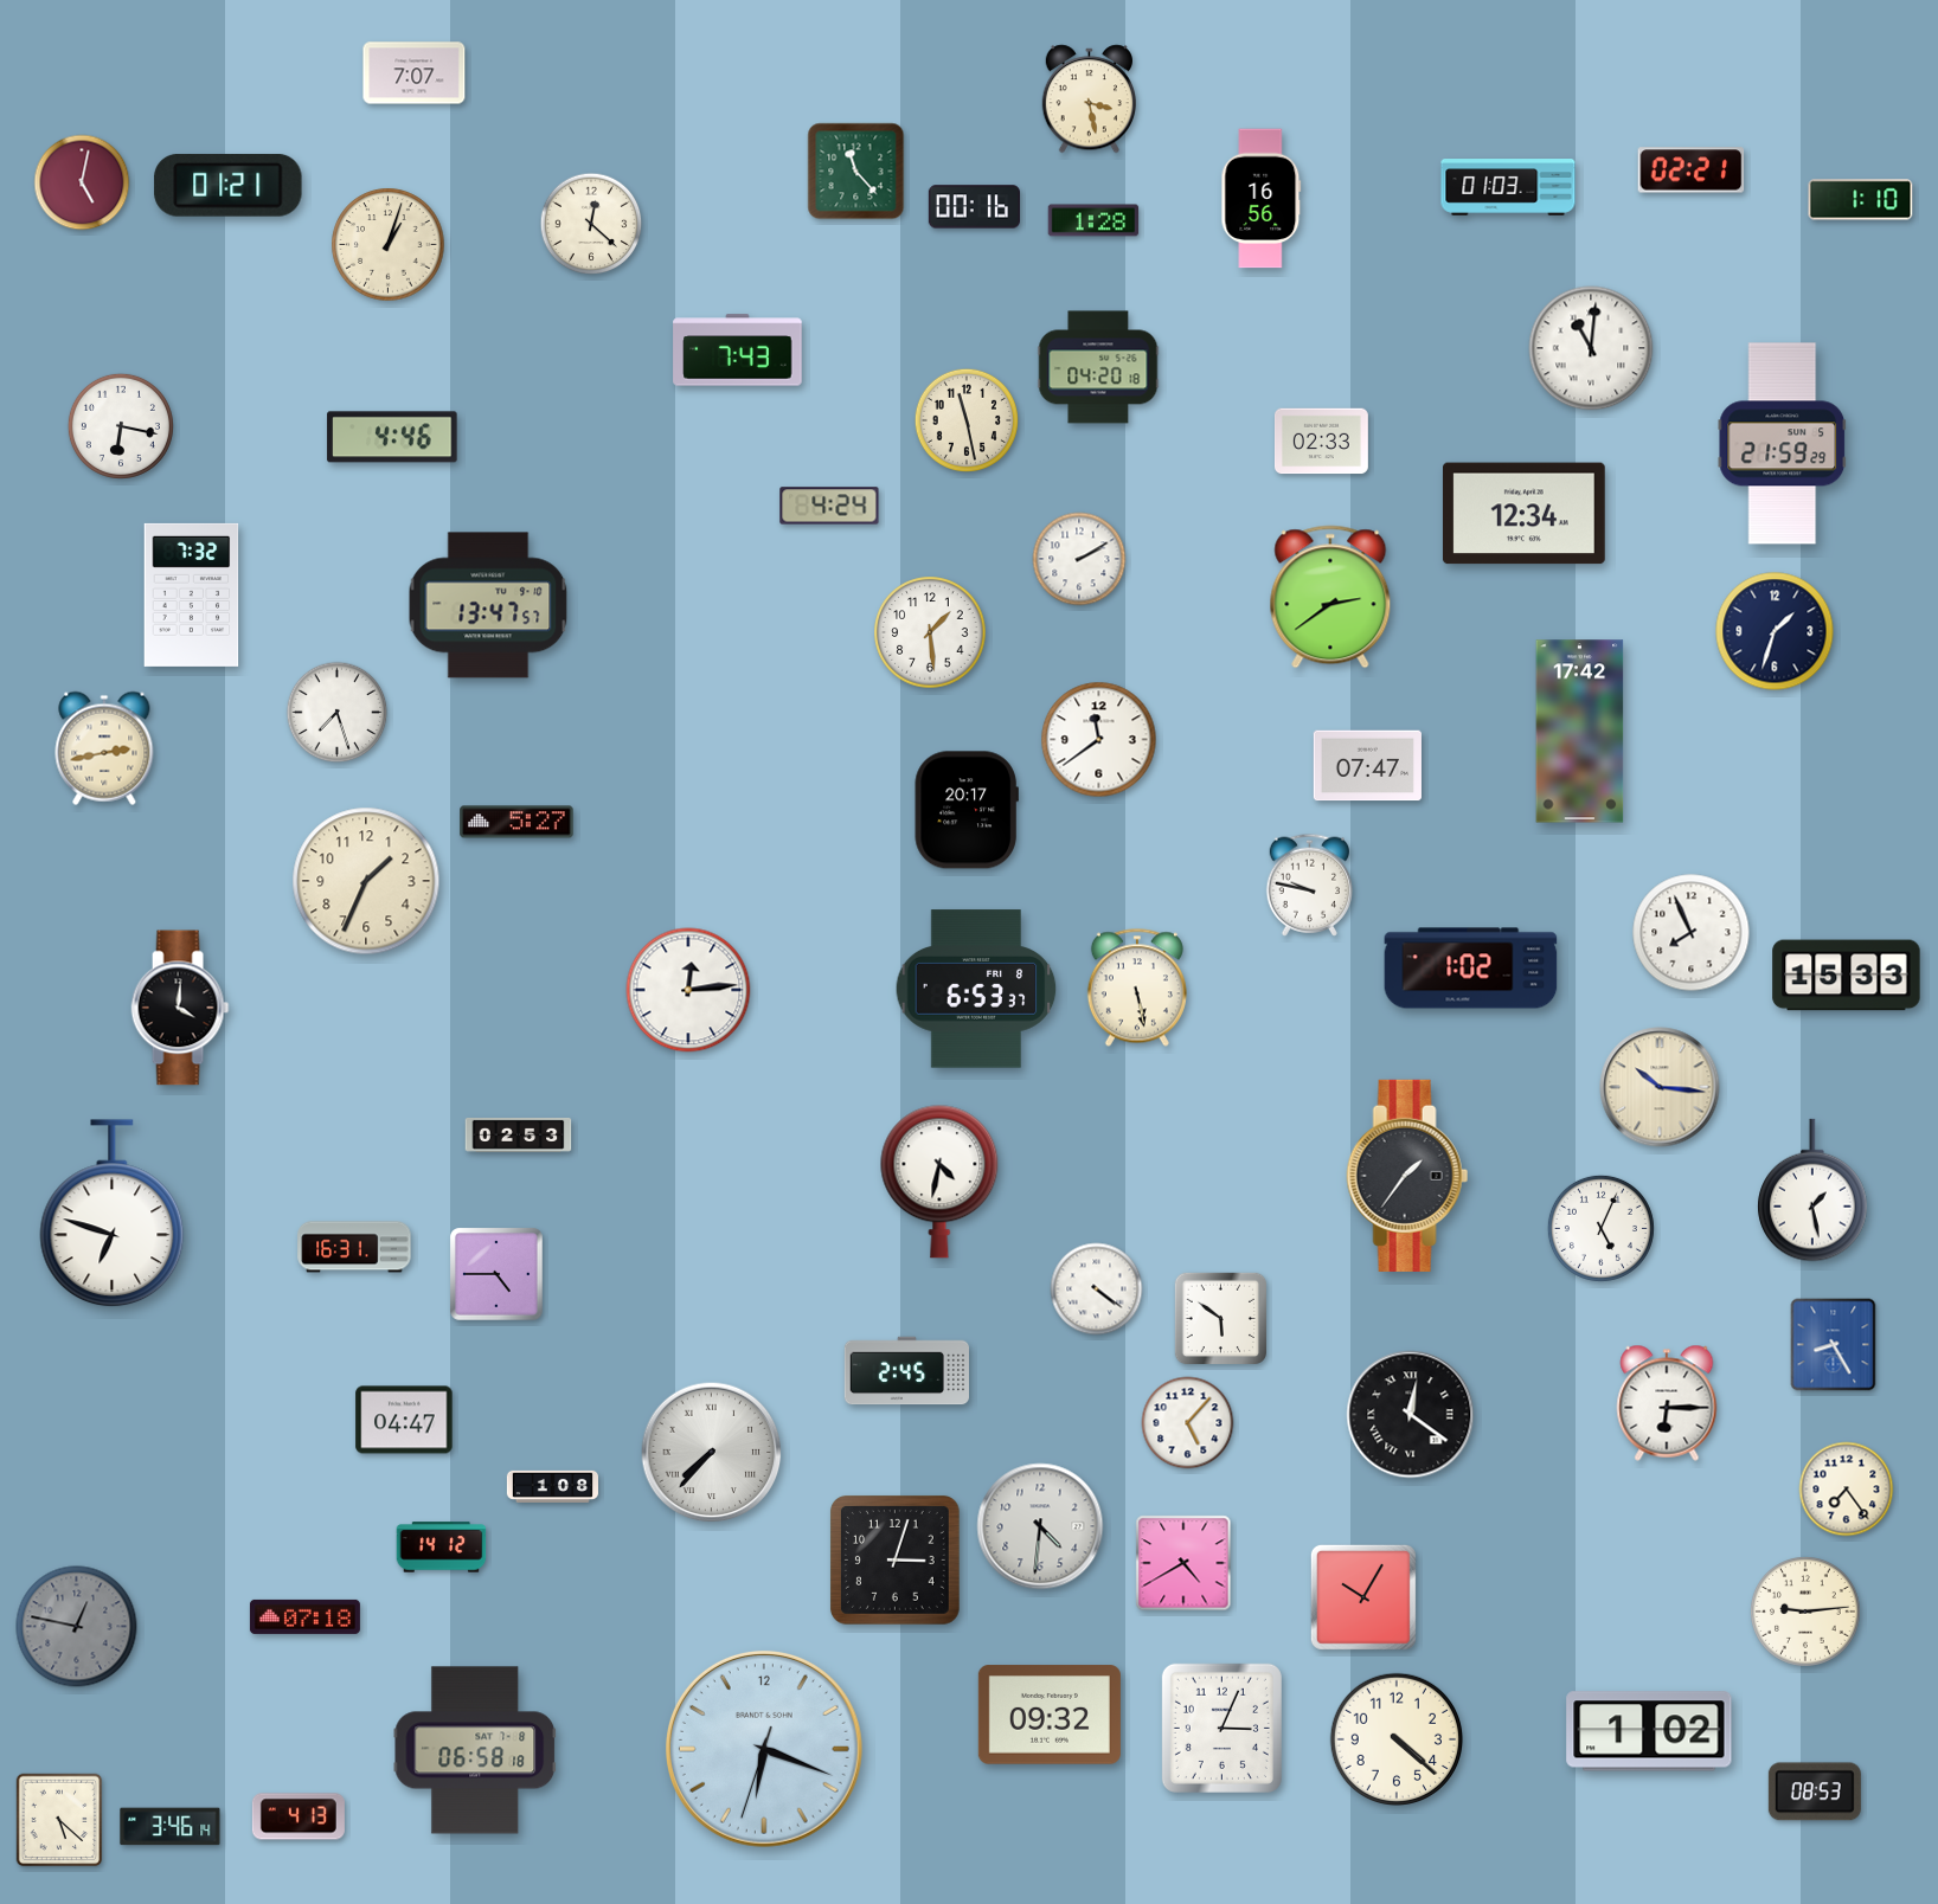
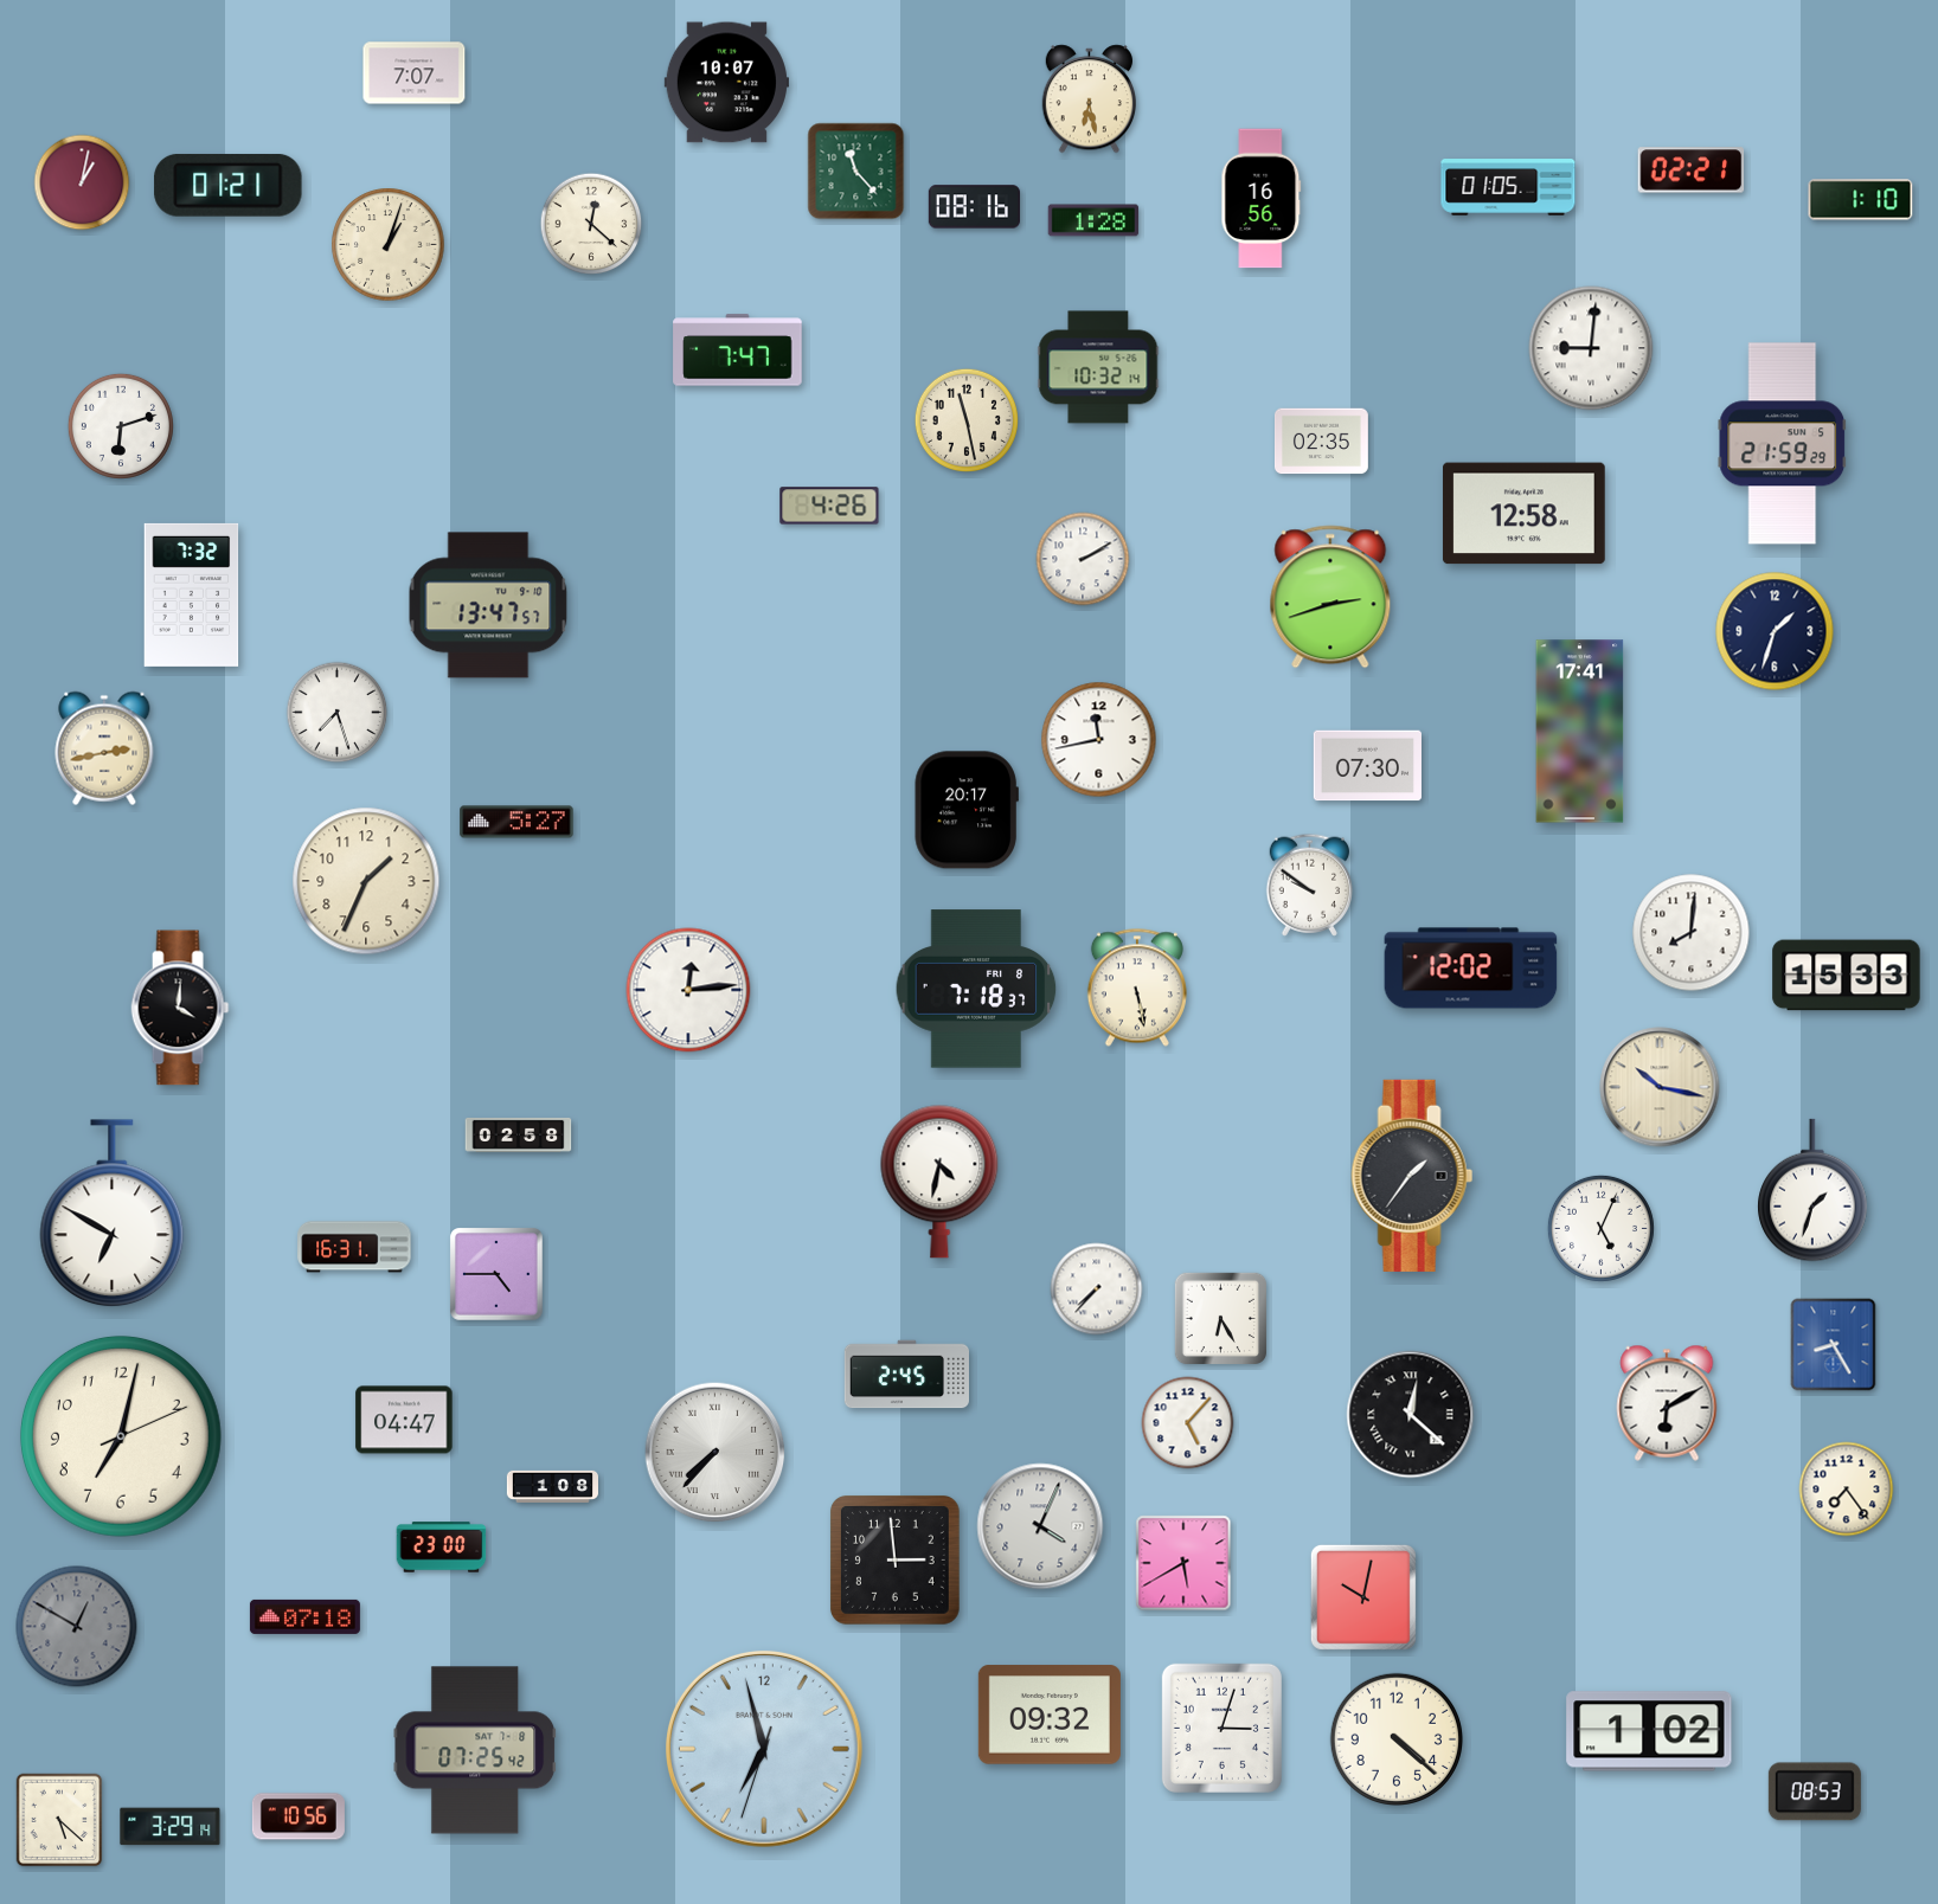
clock at (726, 83): none -> 10:07
clock at (1089, 99): 3:28 -> 6:28
clock at (82, 182): 5:02 -> 1:02
clock at (1508, 187): 01:03 -> 01:05
clock at (974, 207): 00:16 -> 08:16
clock at (1591, 348): 11:01 -> 9:01
clock at (738, 350): 7:43 -> 7:47
clock at (1098, 367): 04:20 -> 10:32
clock at (121, 426): 6:17 -> 6:12
clock at (392, 437): 4:46 -> none
clock at (1321, 442): 02:33 -> 02:35
clock at (829, 506): 4:24 -> 4:26
clock at (1523, 514): 12:34 -> 12:58
clock at (1079, 559) position: (1079, 559) -> (1083, 559)
clock at (1330, 597): 2:39 -> 2:42
clock at (930, 632): 1:29 -> none
clock at (1580, 732): 17:42 -> 17:41
clock at (1099, 740): 11:39 -> 11:43
clock at (1367, 766): 07:47 -> 07:30
clock at (1310, 885): 9:47 -> 9:51
clock at (1692, 933): 7:56 -> 8:01
clock at (1471, 969): 1:02 -> 12:02
clock at (976, 989): 6:53 -> 7:18
clock at (1660, 1087): 10:16 -> 10:17
clock at (519, 1134): 02:53 -> 02:58
clock at (1407, 1176) position: (1407, 1176) -> (1412, 1176)
clock at (1812, 1190): 1:28 -> 1:33
clock at (113, 1214): 6:48 -> 6:50
clock at (1097, 1289): 4:21 -> 7:37
clock at (1220, 1318): 5:51 -> 6:25
clock at (906, 1371) position: (906, 1371) -> (906, 1375)
clock at (1667, 1403): 6:15 -> 6:10
clock at (1411, 1415): 12:21 -> 12:22
clock at (121, 1436): none -> 7:02
clock at (712, 1453) position: (712, 1453) -> (715, 1453)
clock at (1040, 1526): 4:31 -> 4:04
clock at (442, 1548): 14:12 -> 23:00
clock at (894, 1559): 3:03 -> 2:59
clock at (1183, 1563): 4:40 -> 5:40
clock at (1363, 1597): 10:05 -> 10:02
clock at (1805, 1612): 9:14 -> none
clock at (77, 1627): 12:47 -> 12:50
clock at (1221, 1728): 3:04 -> 3:03
clock at (764, 1749): 6:18 -> 6:57
clock at (475, 1750): 06:58 -> 07:25
clock at (299, 1816): 4:13 -> 10:56
clock at (171, 1827): 3:46 -> 3:29
